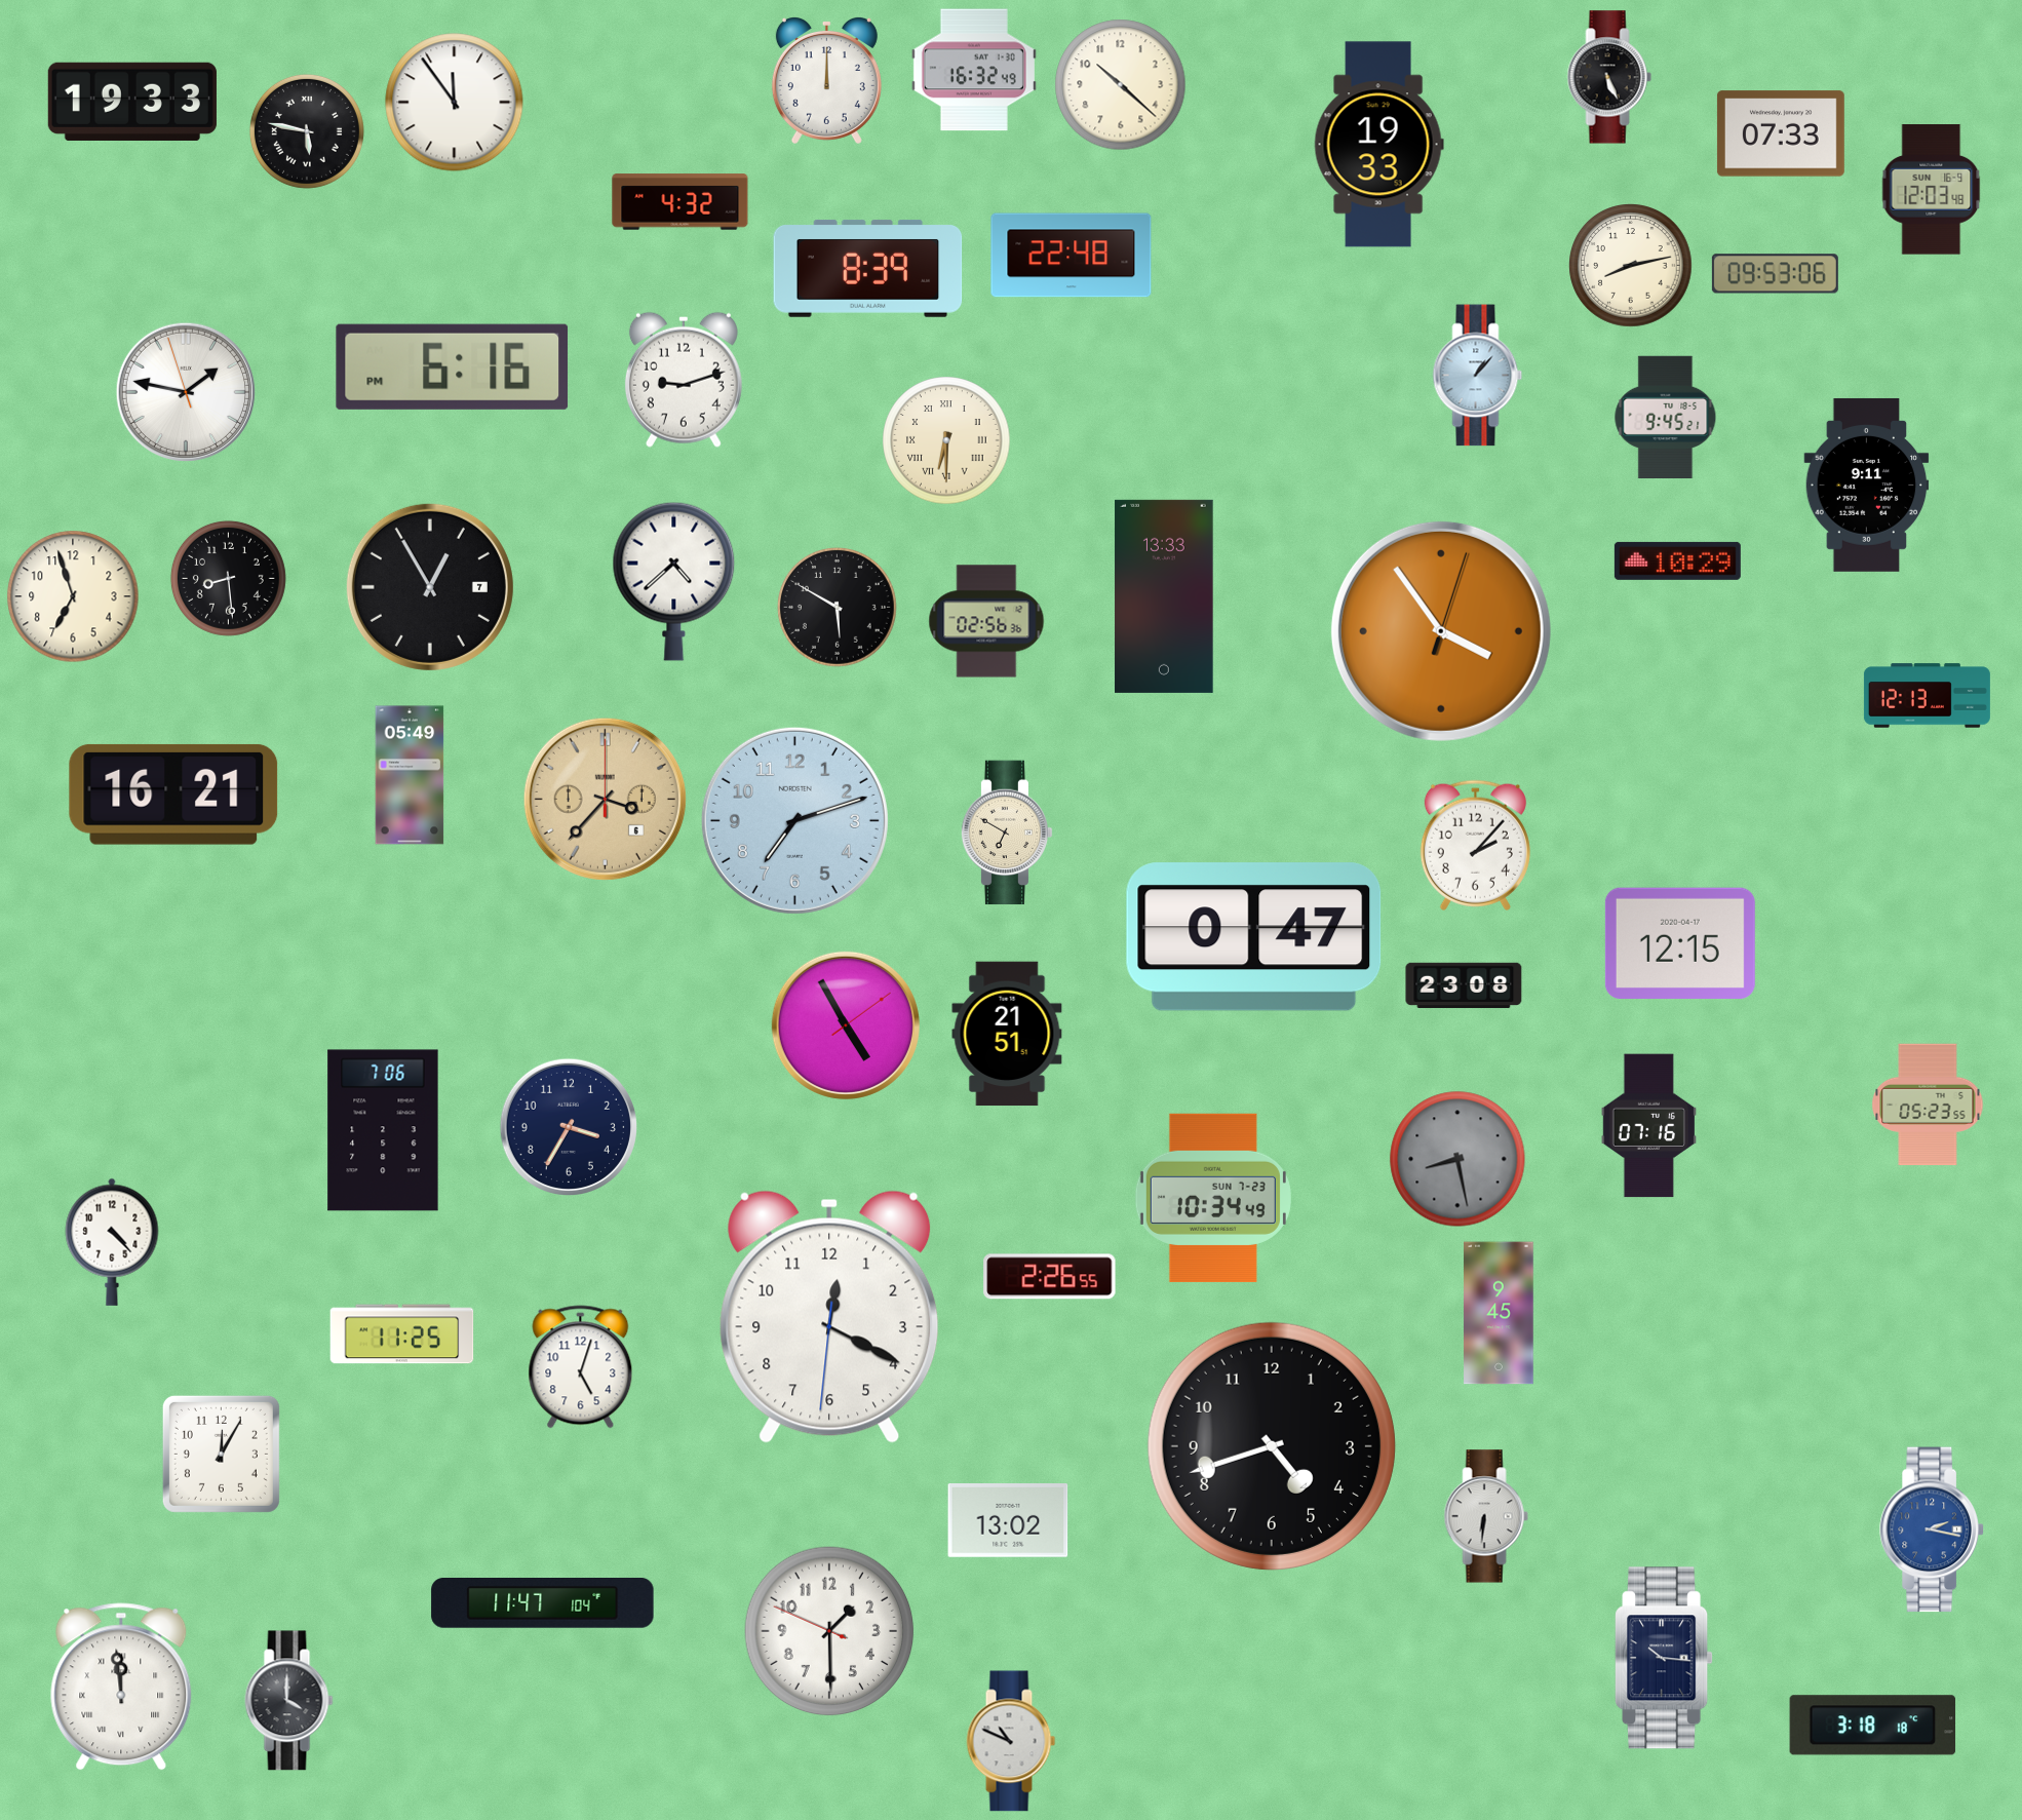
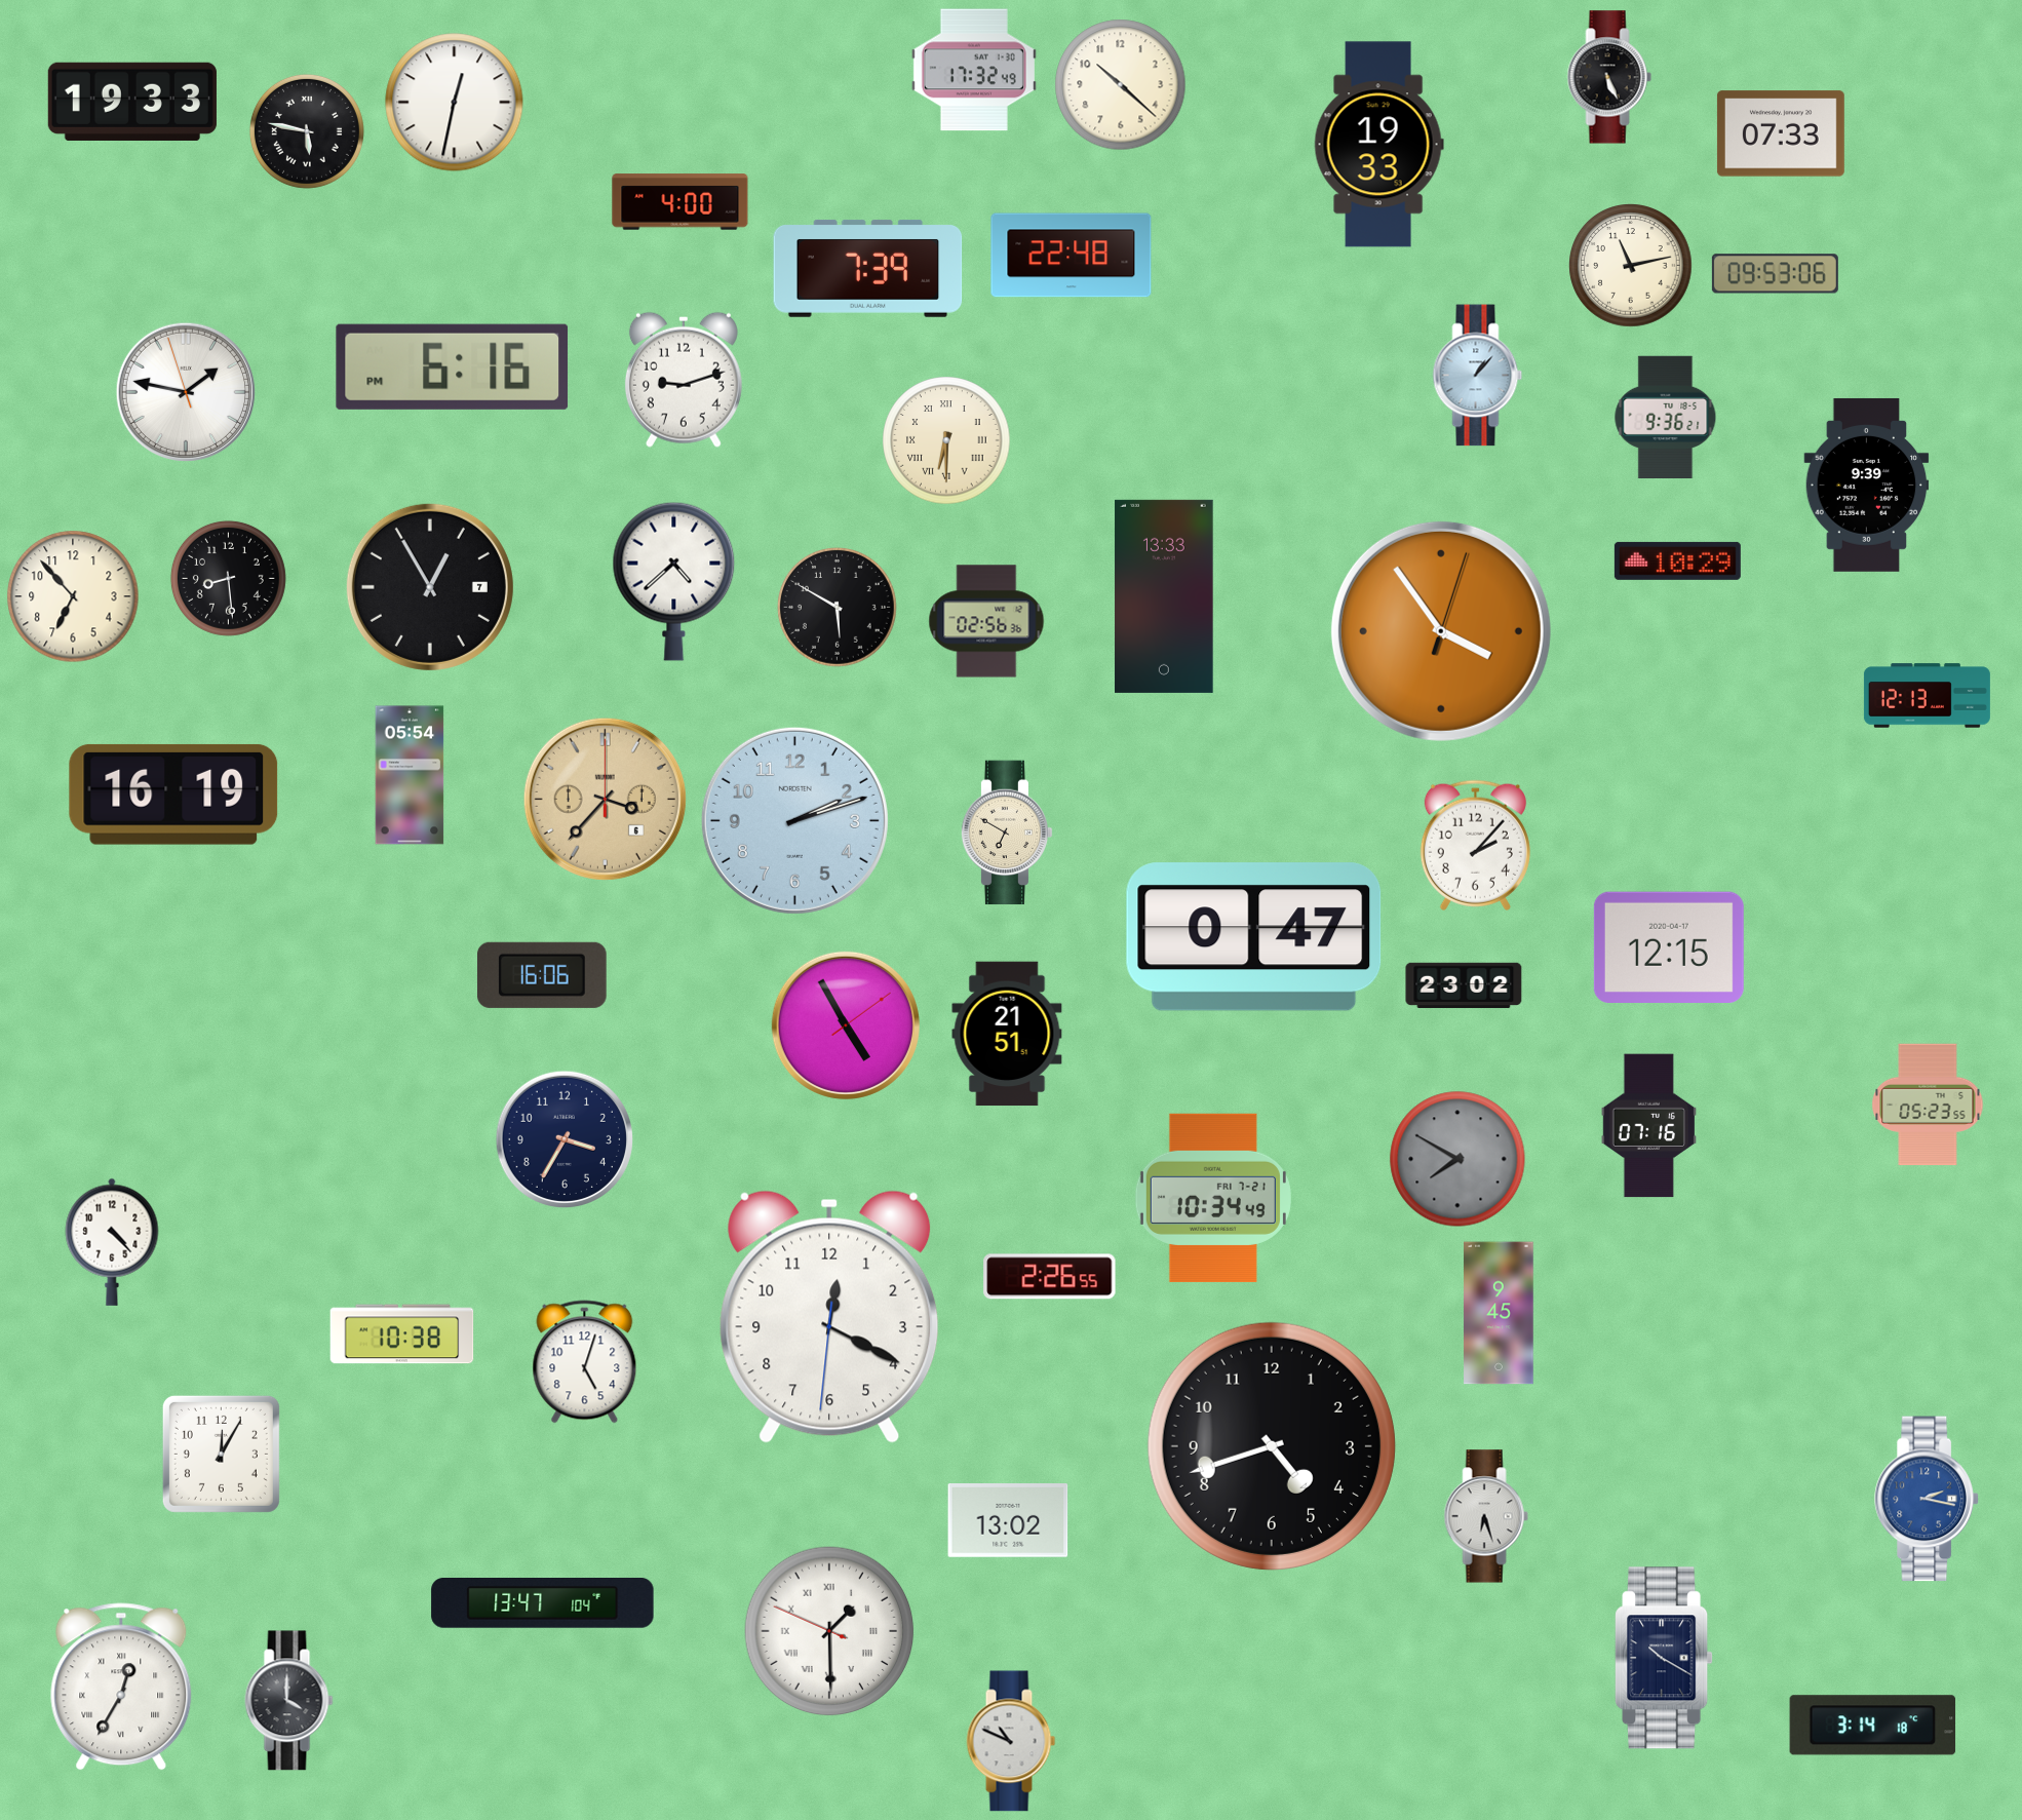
clock at (974, 70): 16:32 -> 17:32
clock at (826, 80): 12:00 -> none
clock at (455, 103): 11:54 -> 12:32
clock at (1932, 190): 12:03 -> none
clock at (681, 202): 4:32 -> 4:00
clock at (1631, 266): 8:13 -> 11:13
clock at (868, 268): 8:39 -> 7:39
clock at (1666, 417): 9:45 -> 9:36
clock at (1867, 485): 9:11 -> 9:39
clock at (73, 596): 6:57 -> 6:53
clock at (410, 775): 05:49 -> 05:54
clock at (173, 795): 16:21 -> 16:19
clock at (794, 820): 7:12 -> 2:12
clock at (1680, 943) position: (1680, 943) -> (1669, 947)
clock at (542, 975): none -> 16:06
clock at (1464, 985): 23:08 -> 23:02
clock at (568, 1126) position: (568, 1126) -> (563, 1138)
clock at (383, 1130): 7:06 -> none
clock at (1457, 1159): 8:28 -> 7:50
clock at (1213, 1198) date: SUN 7-23 -> FRI 7-21
clock at (402, 1334): 11:25 -> 10:38
clock at (581, 1367) position: (581, 1367) -> (585, 1362)
clock at (1486, 1516): 6:31 -> 6:27
clock at (1932, 1529) position: (1932, 1529) -> (1927, 1499)
clock at (543, 1603): 11:47 -> 13:47
clock at (829, 1631) numerals: Arabic -> Roman
clock at (1664, 1658): 10:16 -> 10:20
clock at (121, 1687): 11:59 -> 12:35
clock at (1873, 1726): 3:18 -> 3:14
